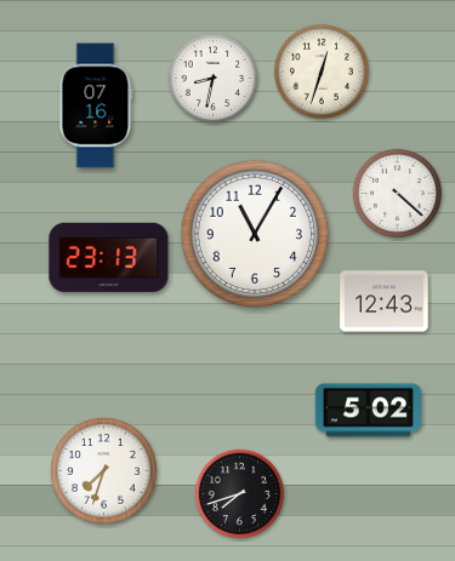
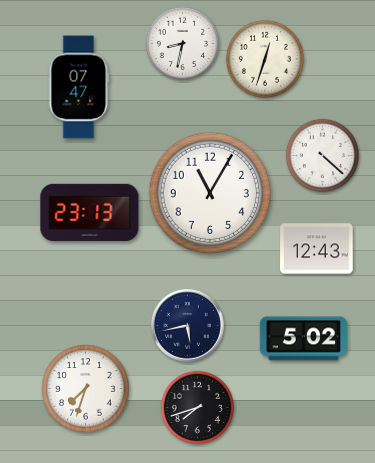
clock at (212, 78) position: (212, 78) -> (182, 43)
clock at (96, 105): 07:16 -> 07:47
clock at (397, 193) position: (397, 193) -> (322, 155)
clock at (188, 326): none -> 5:43
